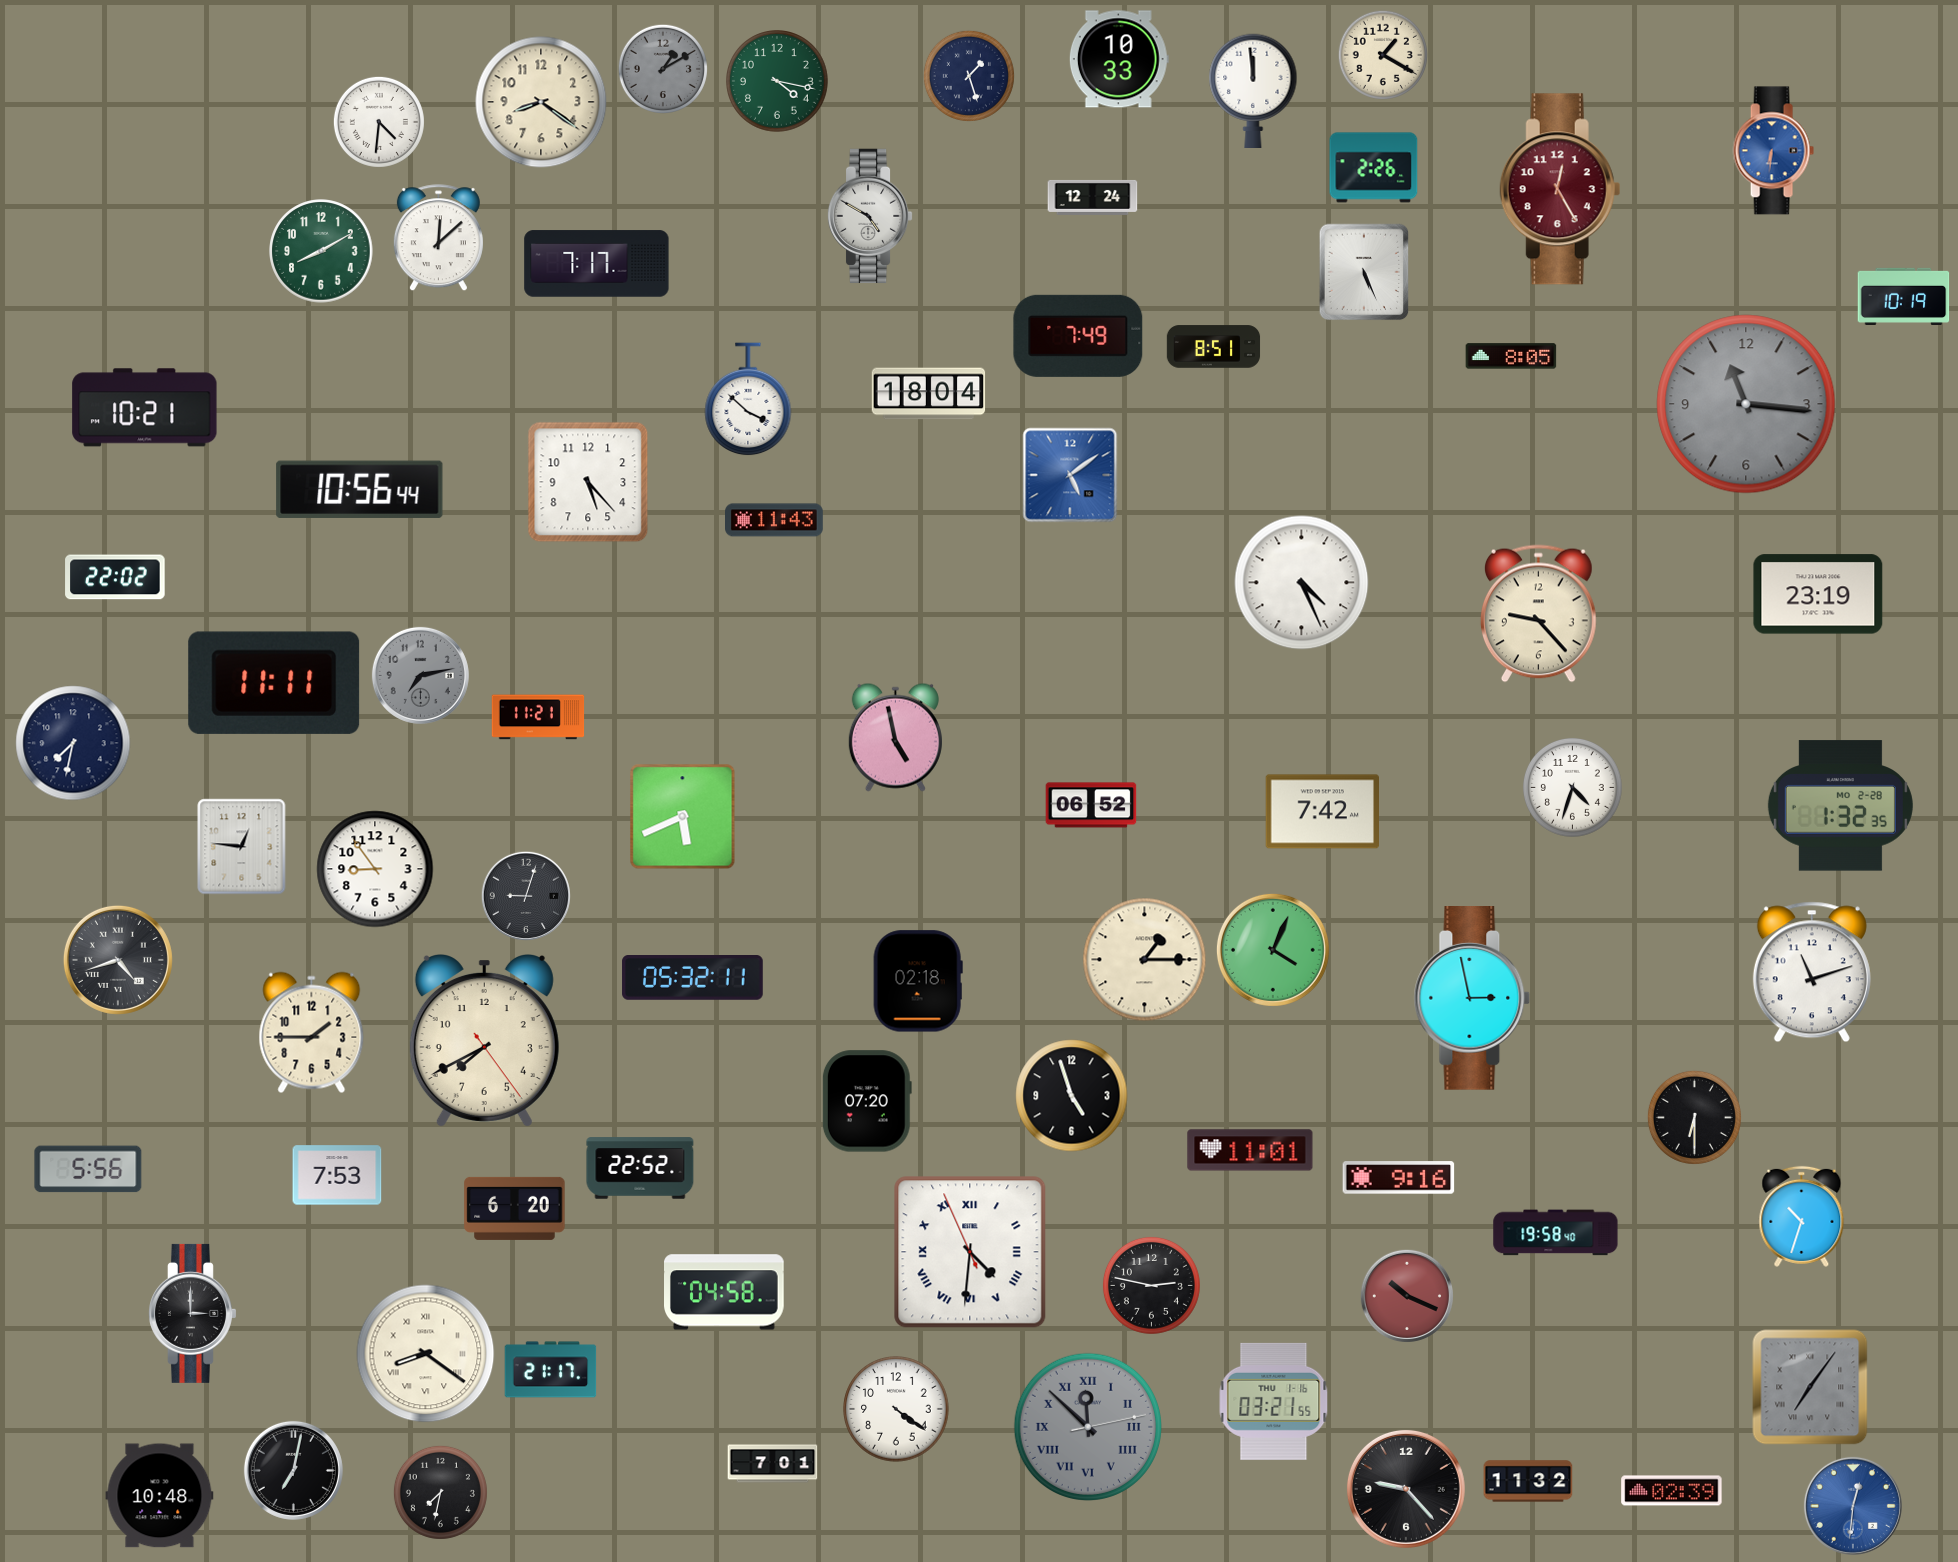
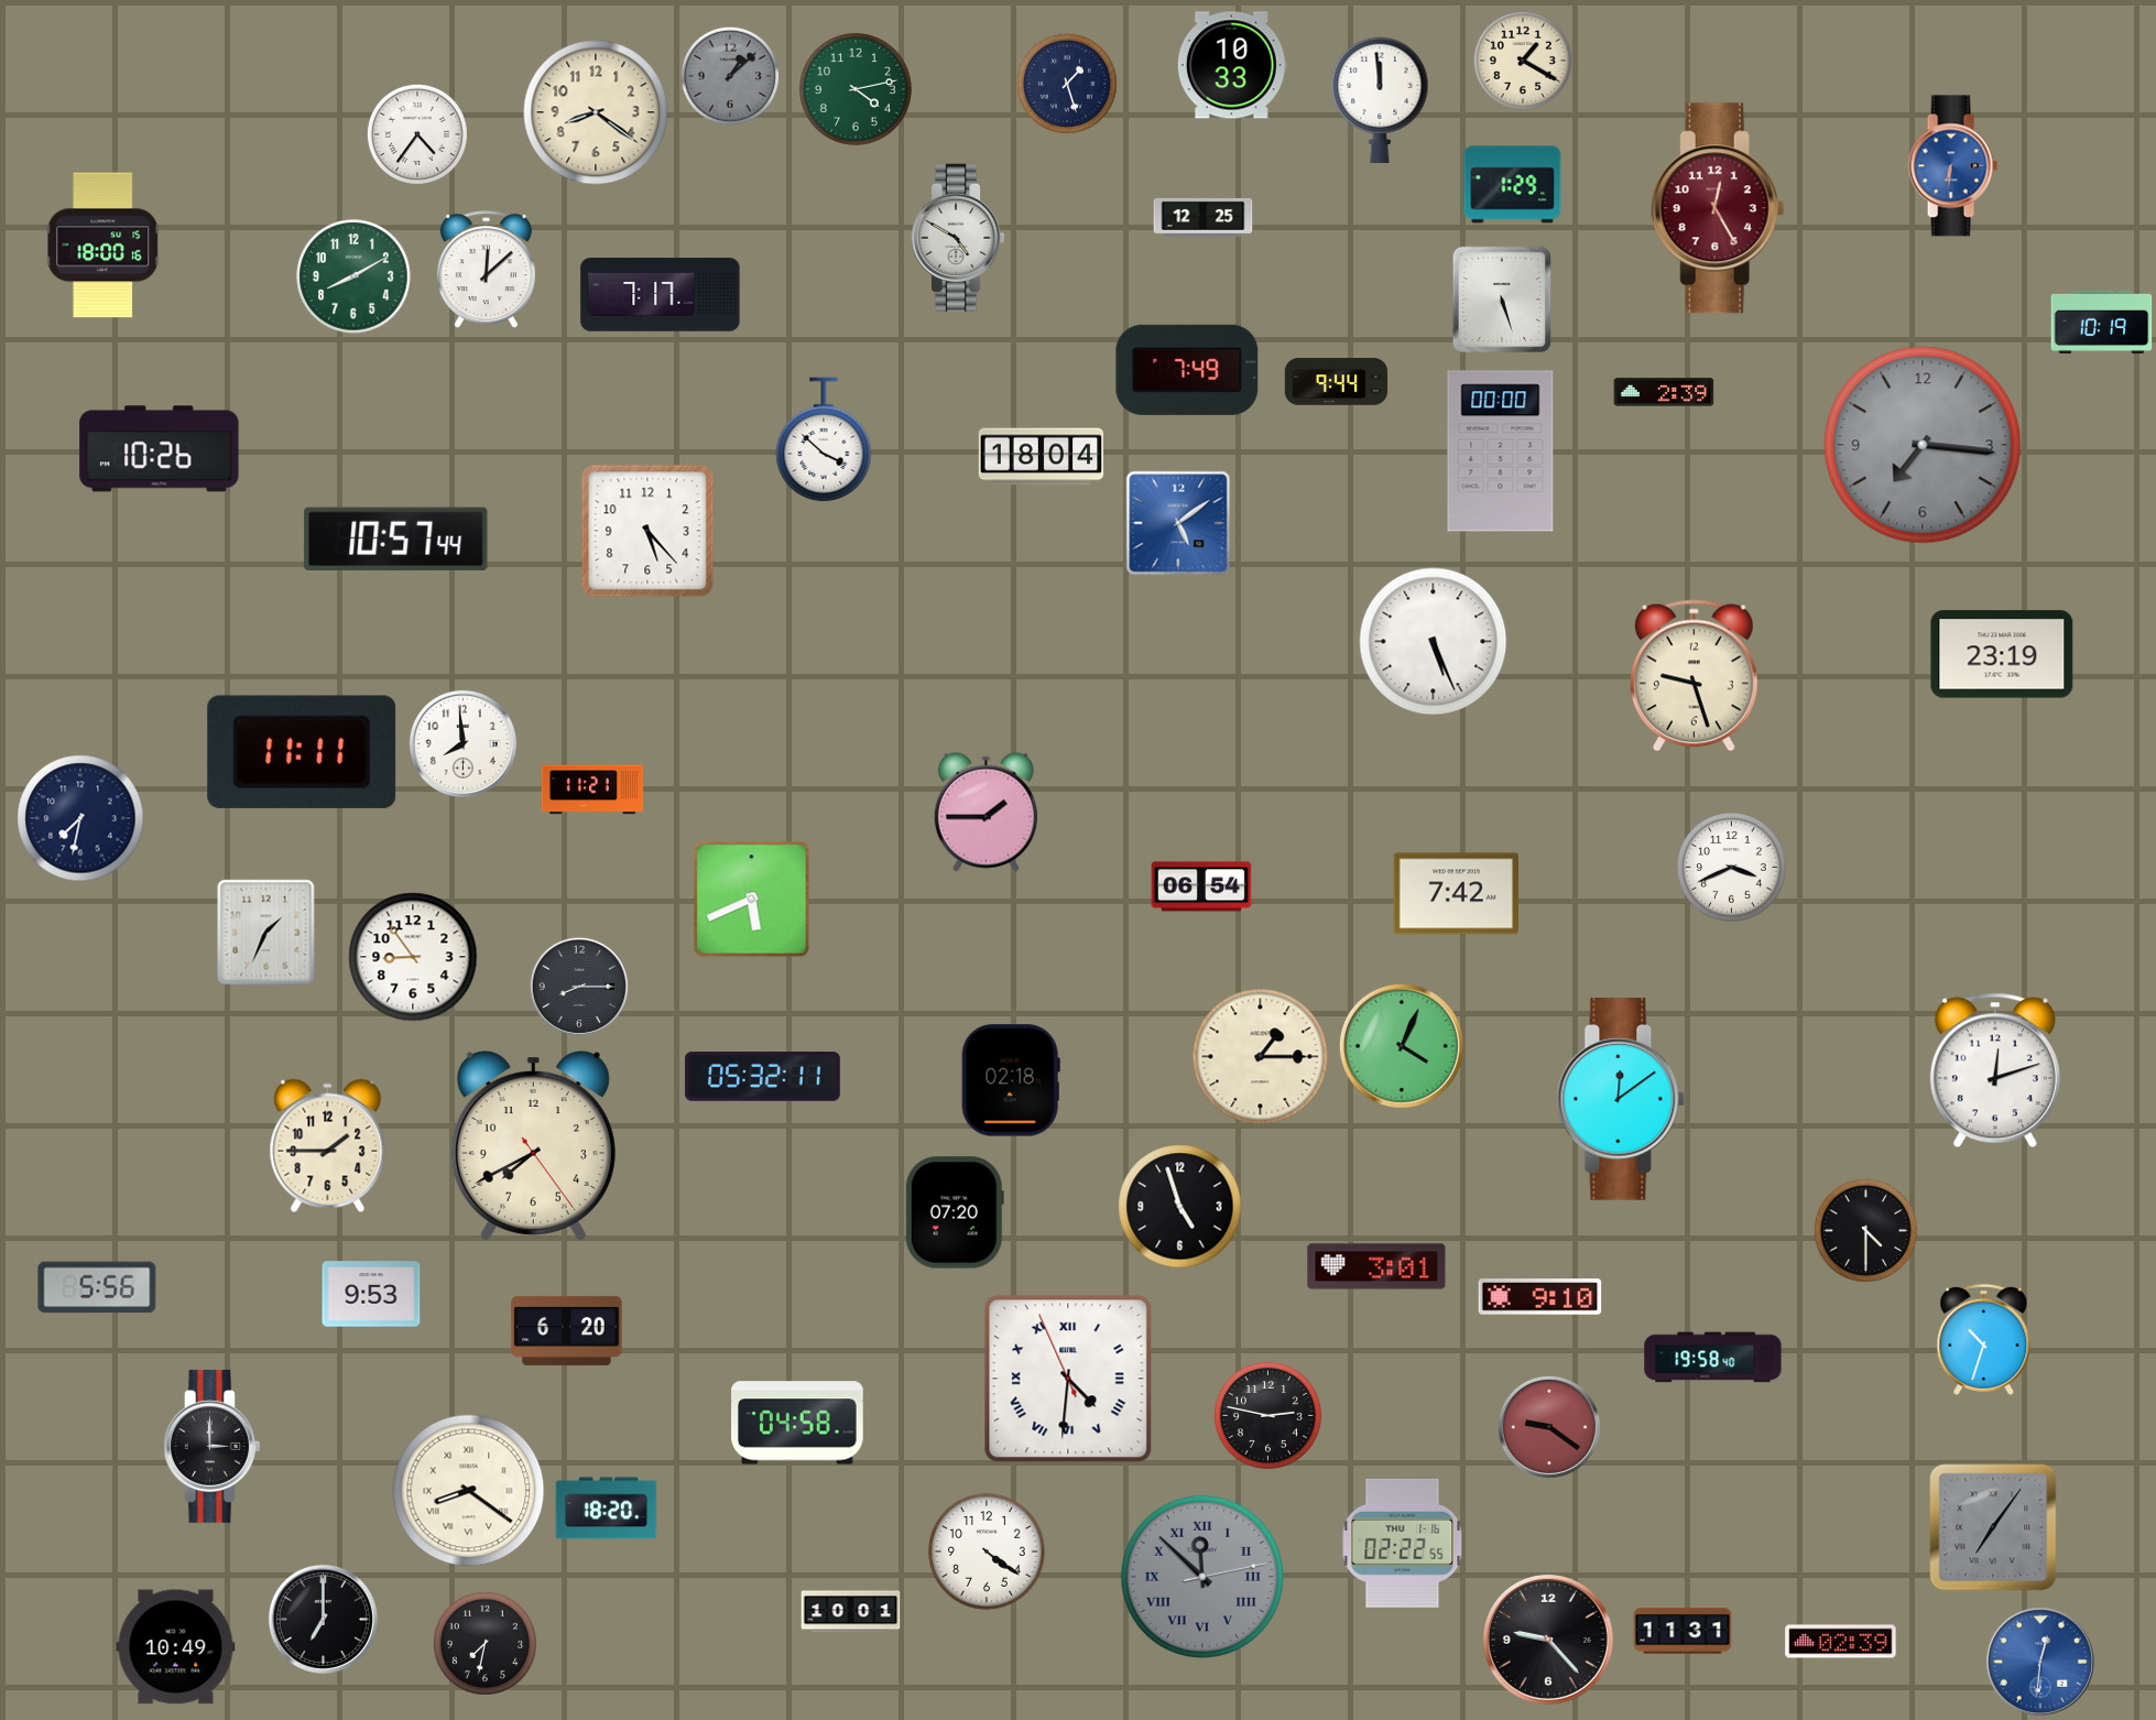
clock at (663, 69): 1:10 -> 1:08
clock at (777, 81): 4:17 -> 4:13
clock at (379, 122): 4:31 -> 4:36
clock at (1374, 168): 2:26 -> 1:29
clock at (1093, 197): 12:24 -> 12:25
clock at (104, 246): none -> 18:00
clock at (438, 238) position: (438, 238) -> (486, 270)
clock at (597, 264) position: (597, 264) -> (661, 295)
clock at (1364, 272): 5:26 -> 5:27
clock at (1904, 296) position: (1904, 296) -> (2102, 322)
clock at (1214, 347): 8:51 -> 9:44
clock at (1511, 356): 8:05 -> 2:39
clock at (929, 394) position: (929, 394) -> (1042, 457)
clock at (1746, 404): 11:16 -> 7:16
clock at (145, 408): 10:21 -> 10:26
clock at (1501, 451): none -> 00:00
clock at (360, 489): 10:56 -> 10:57
clock at (775, 520): 11:43 -> none
clock at (115, 577): 22:02 -> none
clock at (1302, 583): 4:26 -> 5:26
clock at (1538, 614): 9:23 -> 9:27
clock at (420, 675): 7:13 -> 7:59
clock at (420, 675) dial: grey -> white
clock at (895, 737): 4:58 -> 1:45
clock at (1572, 787): 4:33 -> 3:41
clock at (1091, 805): 06:52 -> 06:54
clock at (1840, 806): 1:32 -> none
clock at (242, 847): 12:46 -> 1:34
clock at (526, 896): 9:03 -> 8:15
clock at (118, 960): 4:42 -> none
clock at (1812, 972): 11:12 -> 12:12
clock at (1472, 999): 2:58 -> 12:09
clock at (312, 1033) position: (312, 1033) -> (328, 1146)
clock at (1694, 1117): 6:30 -> 4:30
clock at (1250, 1150): 11:01 -> 3:01
clock at (640, 1168): 22:52 -> none
clock at (337, 1175): 7:53 -> 9:53
clock at (1399, 1178): 9:16 -> 9:10
clock at (1407, 1296): 10:19 -> 9:21
clock at (551, 1370): 21:17 -> 18:20
clock at (1274, 1401): 03:21 -> 02:22
clock at (1088, 1427) position: (1088, 1427) -> (1202, 1577)
clock at (773, 1464): 7:01 -> 10:01
clock at (293, 1470): 7:02 -> 7:00
clock at (1528, 1481): 11:32 -> 11:31
clock at (160, 1496): 10:48 -> 10:49
clock at (1853, 1506) position: (1853, 1506) -> (2040, 1662)
